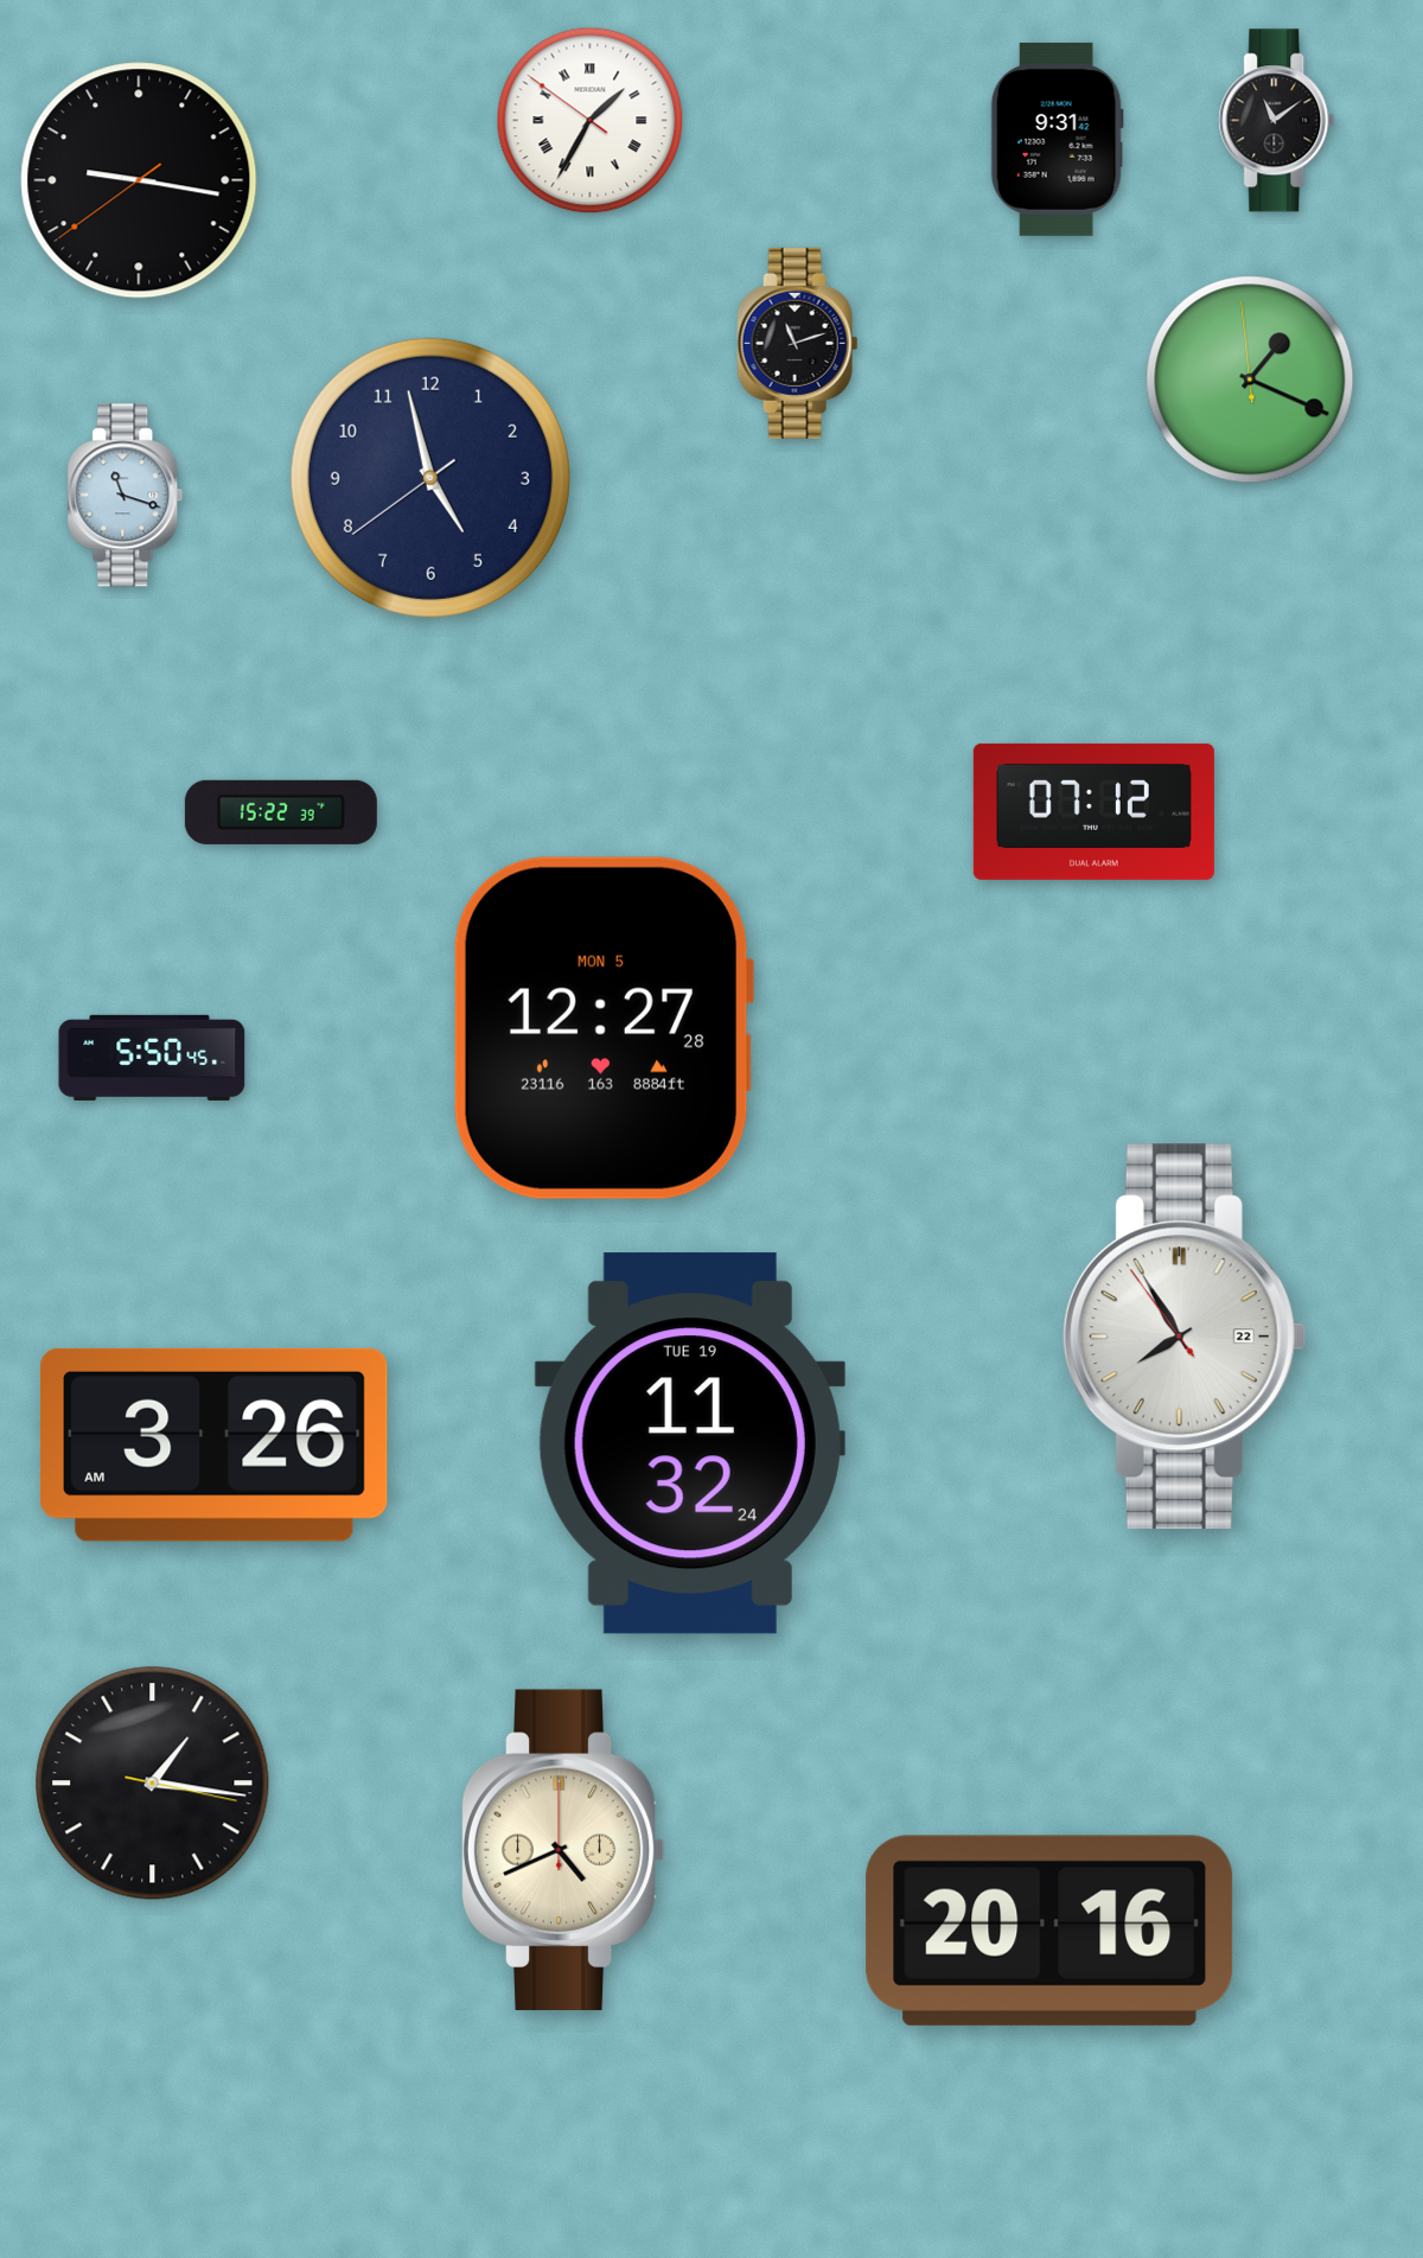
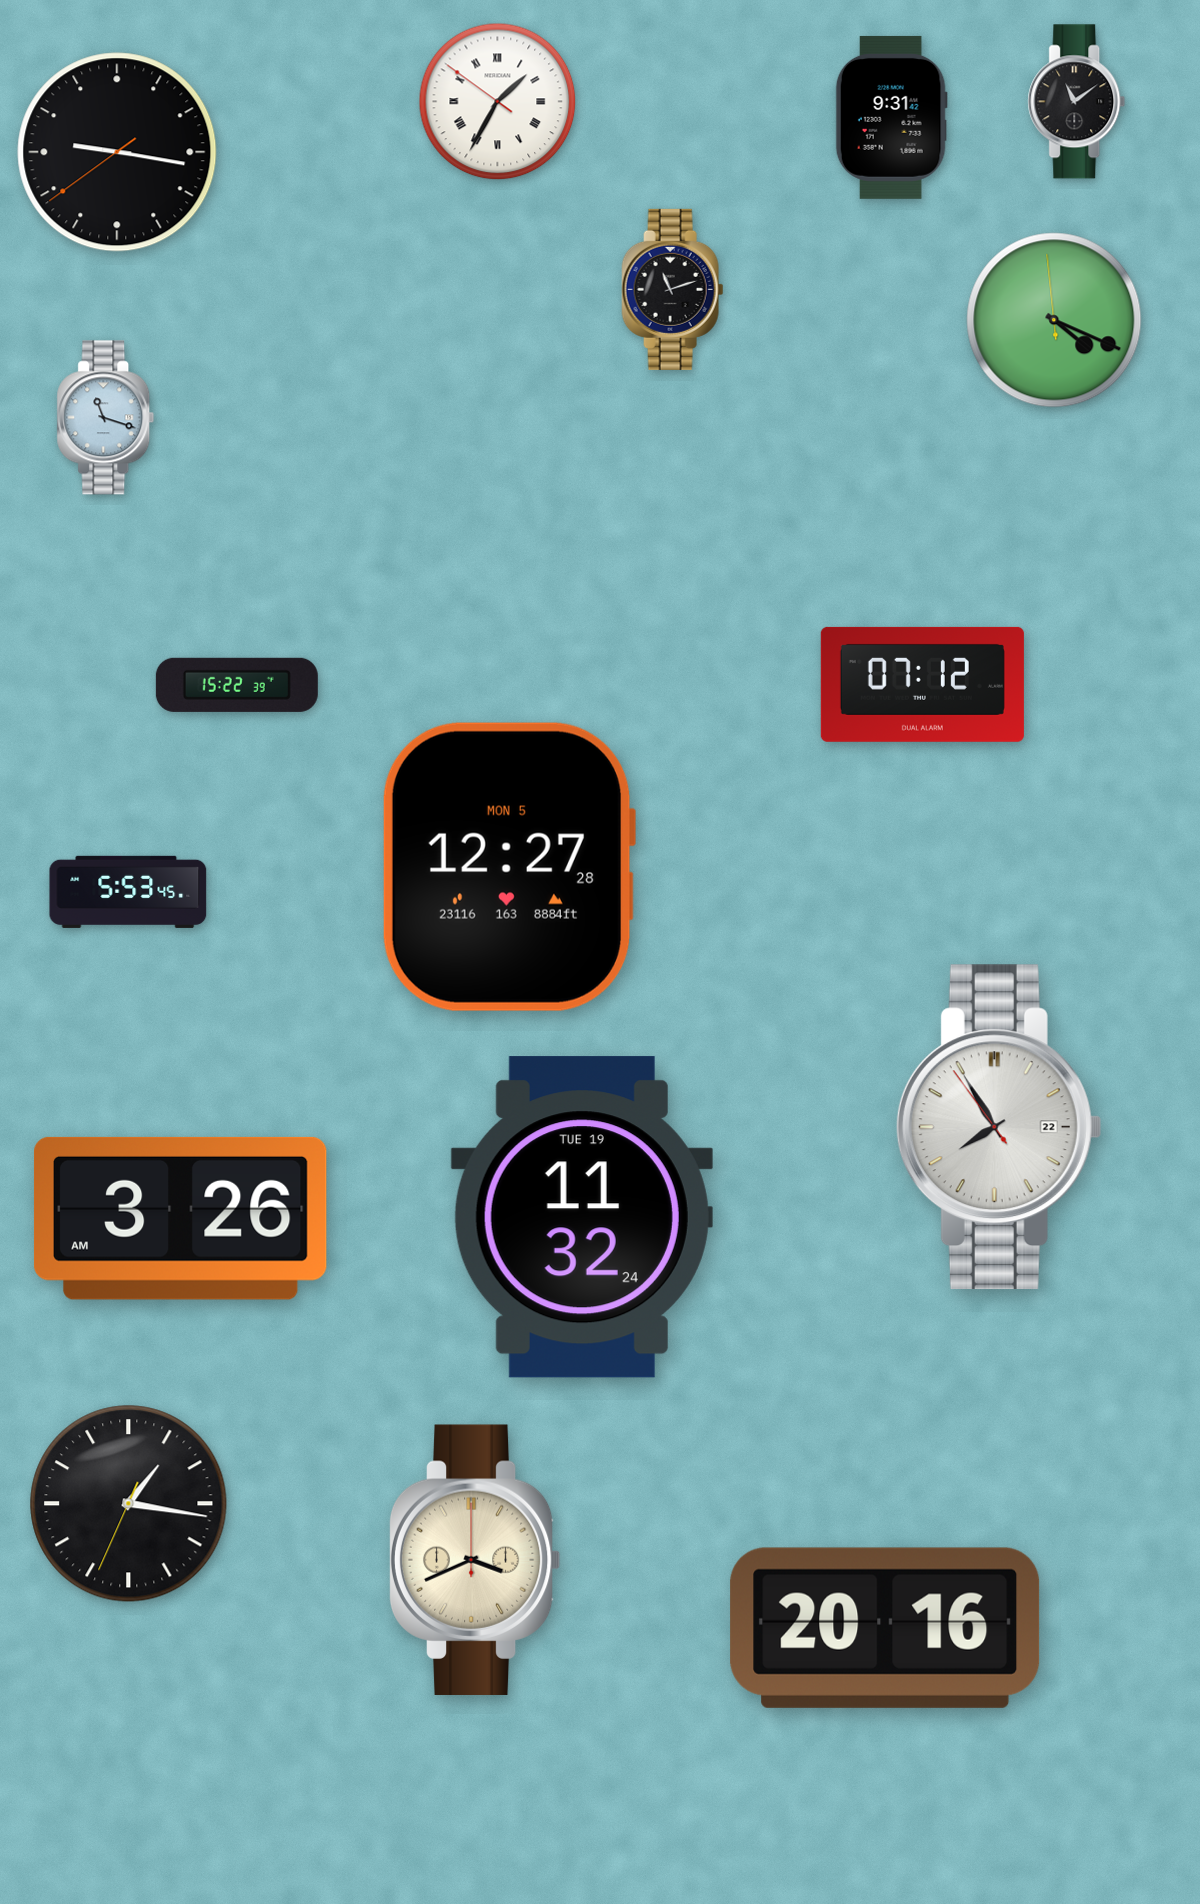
clock at (1250, 379): 1:18 -> 4:18
clock at (430, 478): 4:57 -> none
clock at (152, 1058): 5:50 -> 5:53
clock at (153, 1784): 1:16:17 -> 1:16:34
clock at (563, 1850): 4:41 -> 3:41
